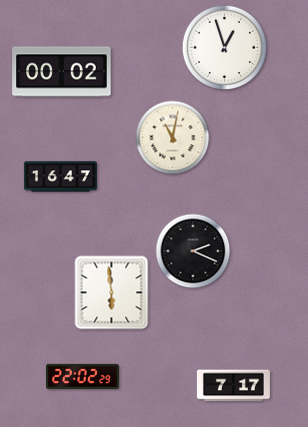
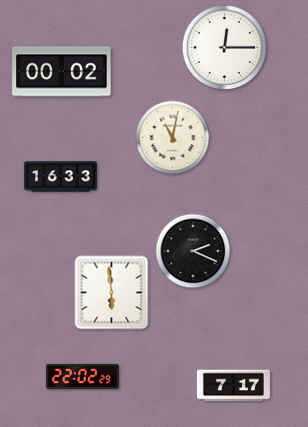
clock at (224, 47): 12:57 -> 12:15
clock at (60, 177): 16:47 -> 16:33
